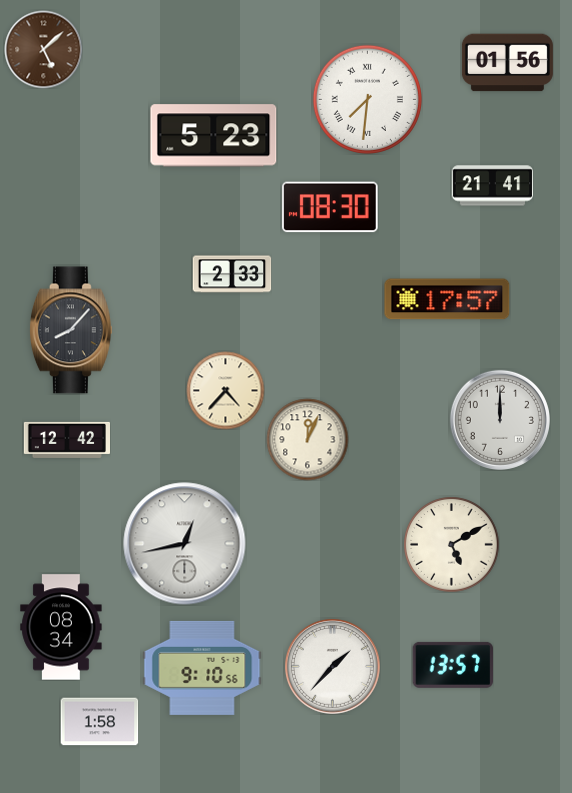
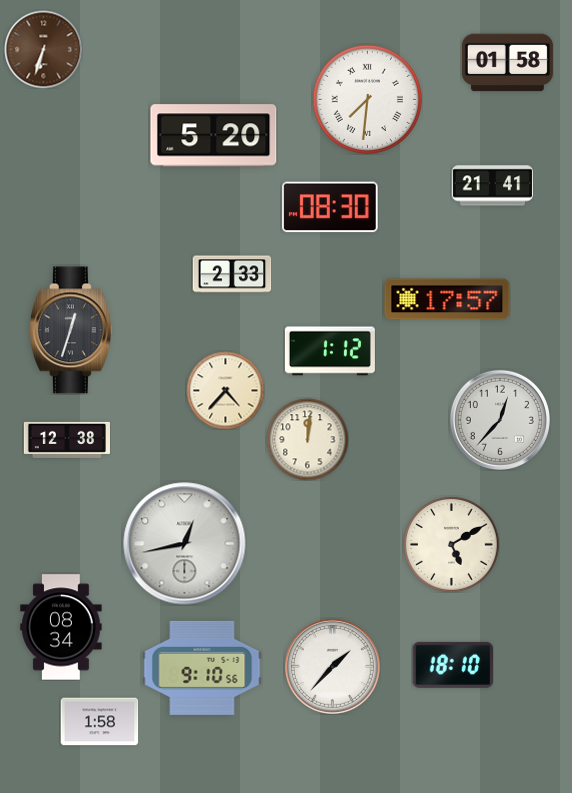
clock at (43, 49): 5:08 -> 6:33
clock at (507, 63): 01:56 -> 01:58
clock at (214, 136): 5:23 -> 5:20
clock at (71, 330): 8:07 -> 12:33
clock at (330, 351): none -> 1:12
clock at (500, 420): 12:00 -> 12:37
clock at (307, 439): 12:04 -> 12:01
clock at (66, 440): 12:42 -> 12:38
clock at (452, 665): 13:57 -> 18:10
